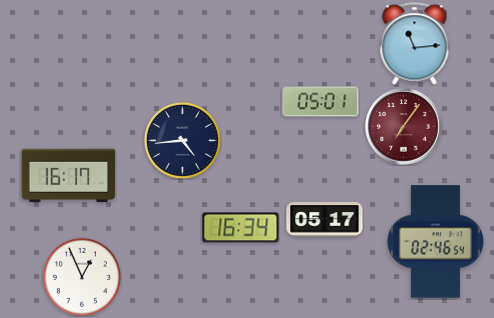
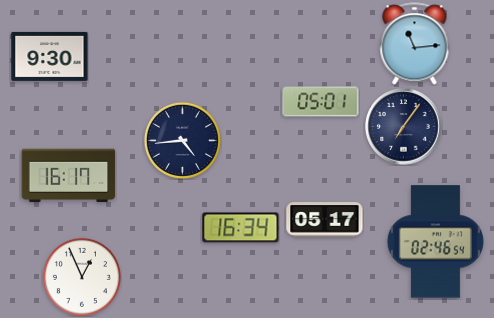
clock at (50, 56): none -> 9:30
clock at (404, 127) dial: burgundy -> navy
